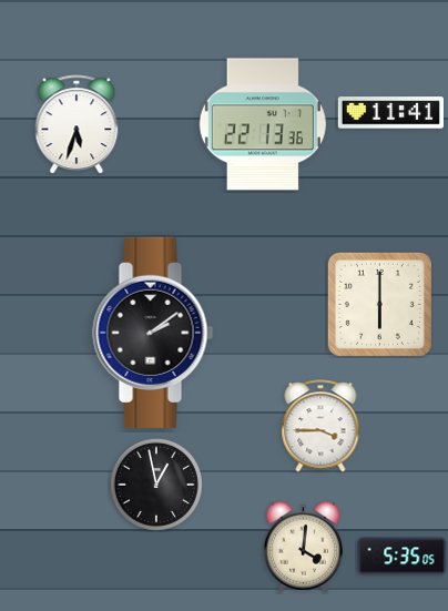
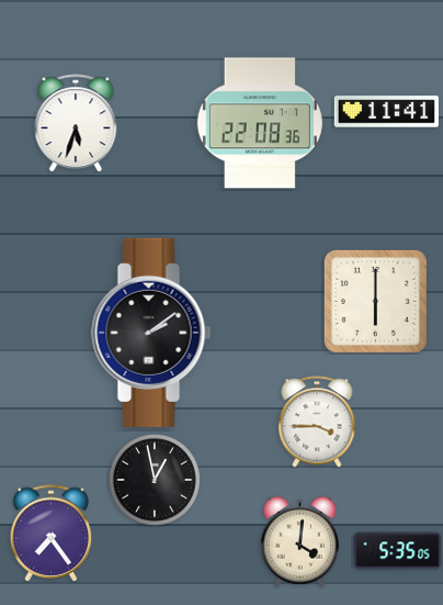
clock at (263, 124): 22:13 -> 22:08
clock at (153, 333) position: (153, 333) -> (151, 333)
clock at (52, 534): none -> 7:24
